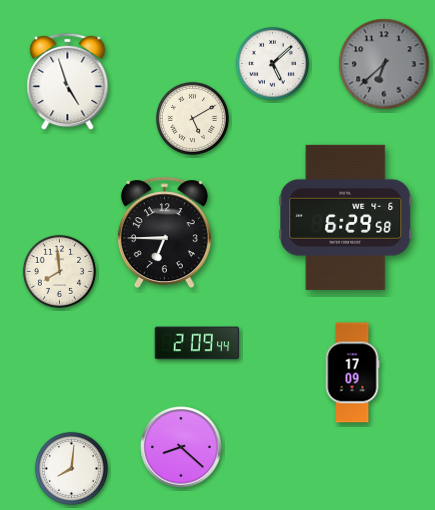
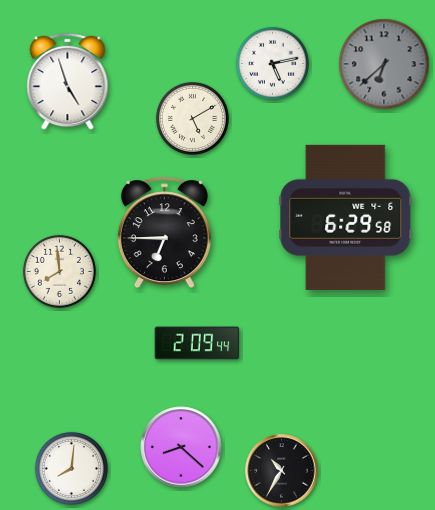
clock at (272, 63): 5:08 -> 5:13
clock at (352, 373): 17:09 -> none
clock at (282, 471): none -> 10:35
